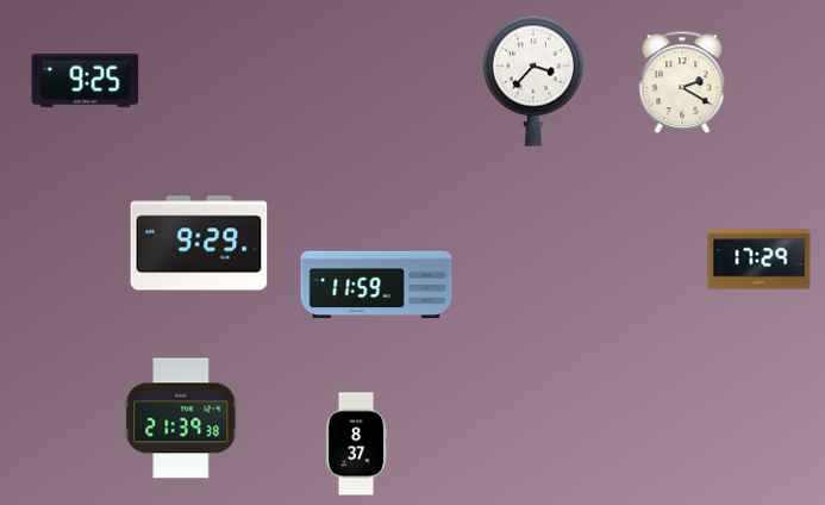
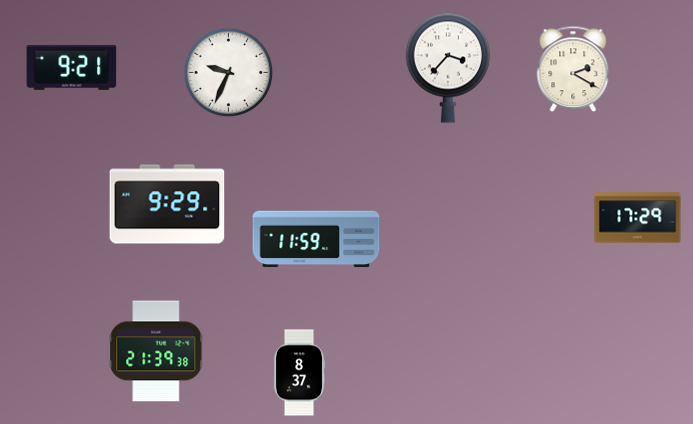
clock at (86, 80): 9:25 -> 9:21
clock at (229, 73): none -> 9:34
clock at (181, 418) position: (181, 418) -> (156, 351)
